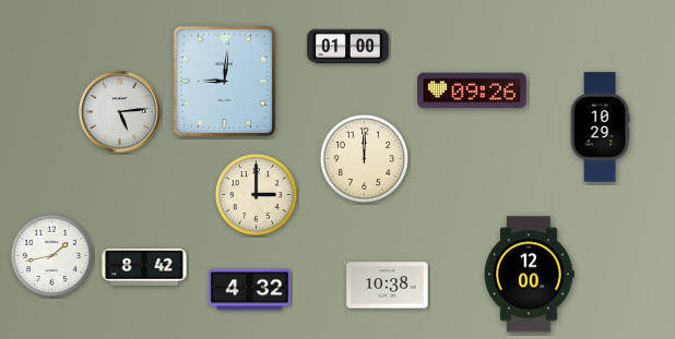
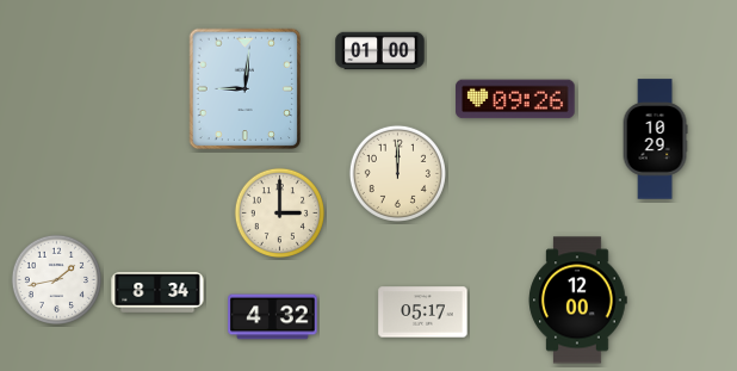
clock at (120, 112): 5:14 -> none
clock at (144, 268): 8:42 -> 8:34
clock at (388, 286): 10:38 -> 05:17
